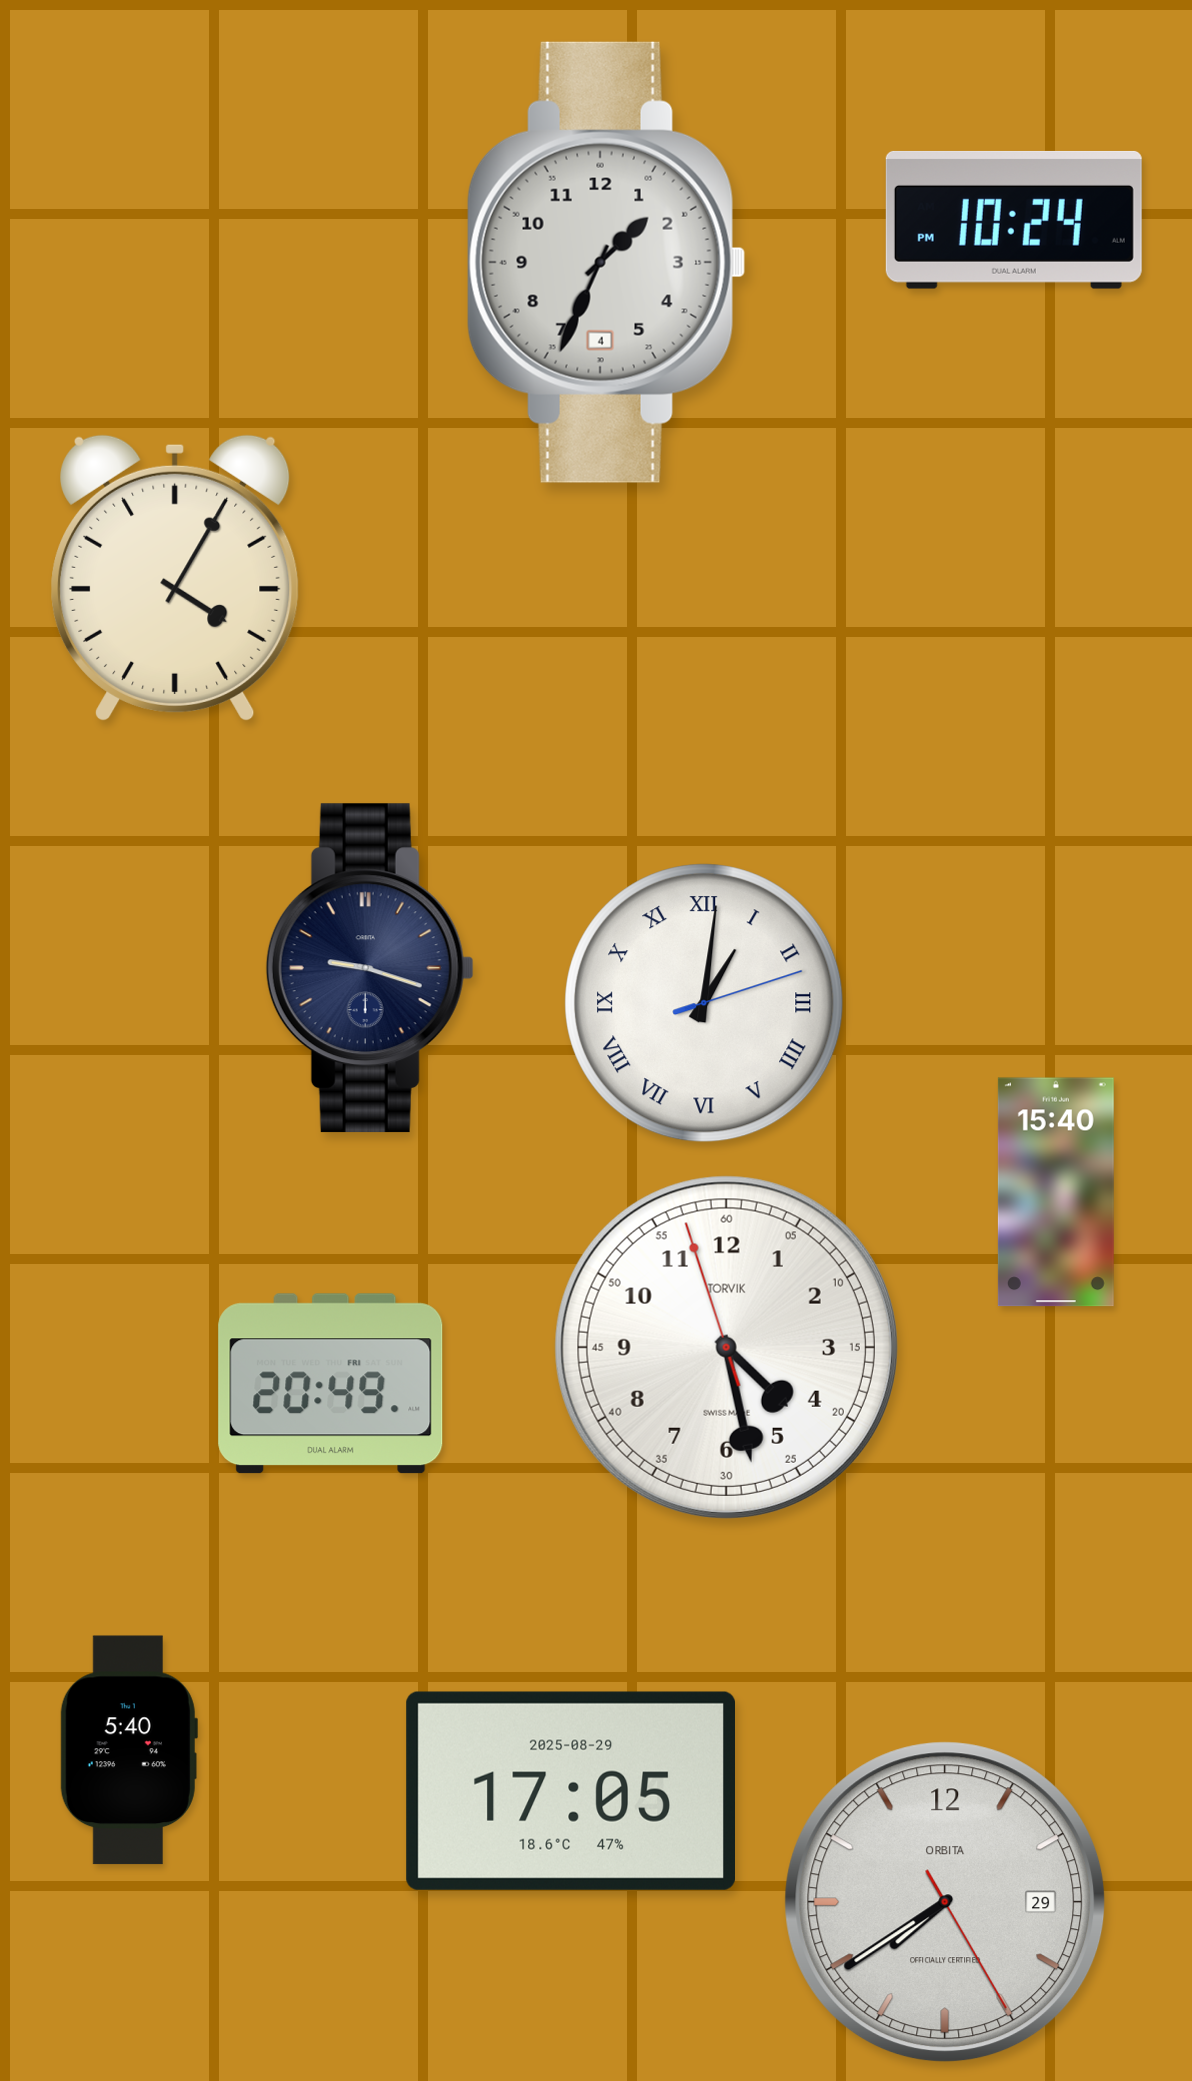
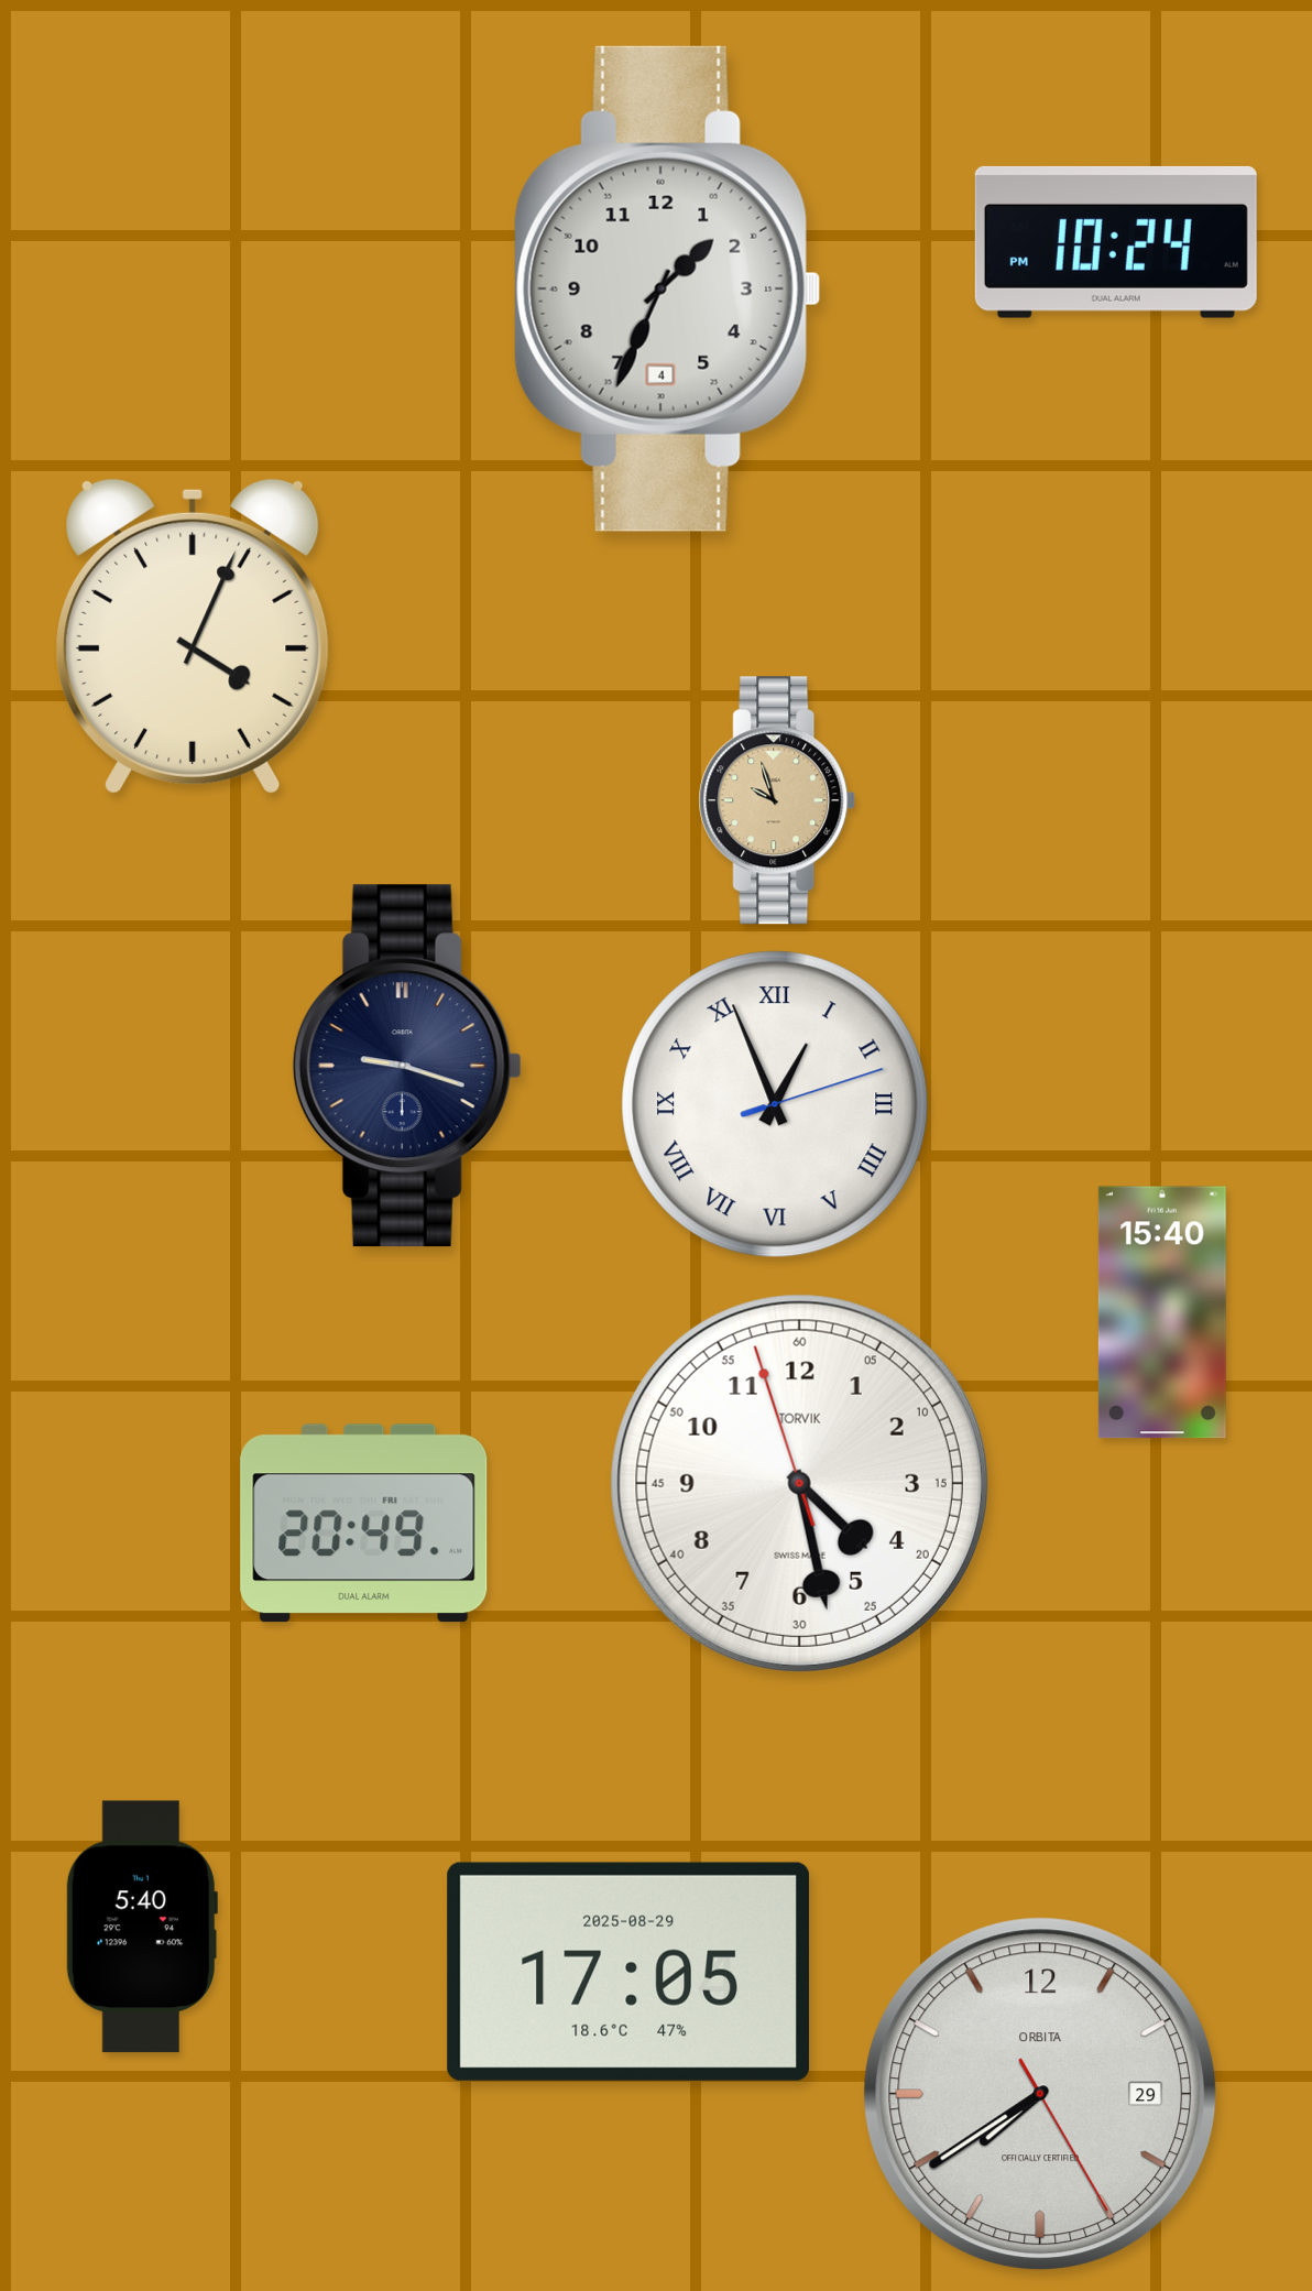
clock at (175, 578): 4:05 -> 4:04
clock at (777, 800): none -> 9:57
clock at (704, 1003): 1:01 -> 12:56
